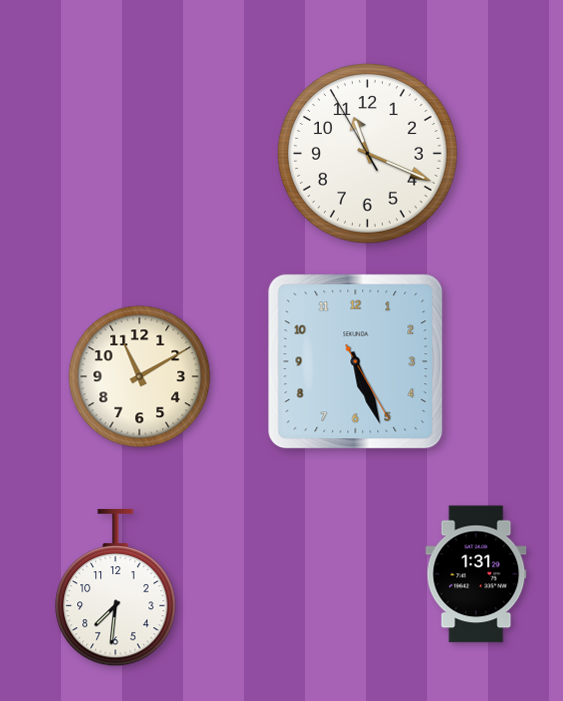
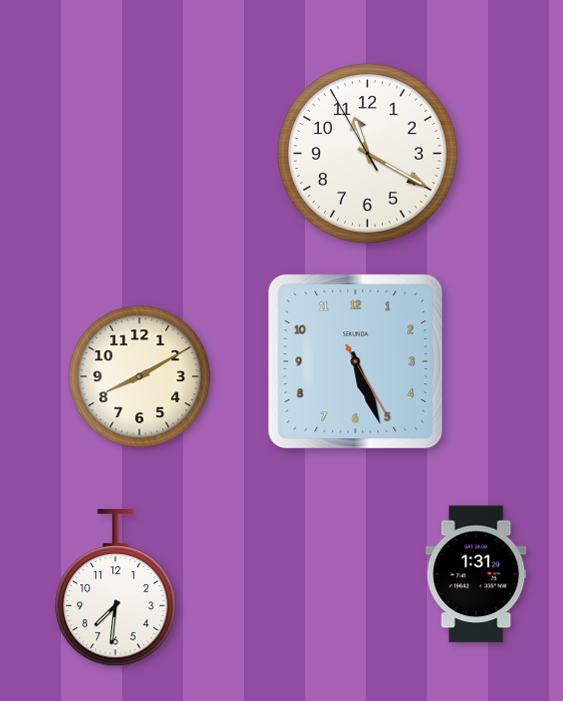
clock at (368, 154): 11:18 -> 11:19
clock at (140, 377): 11:10 -> 8:10
